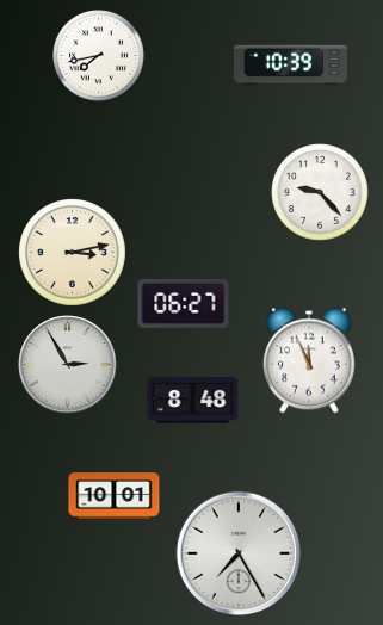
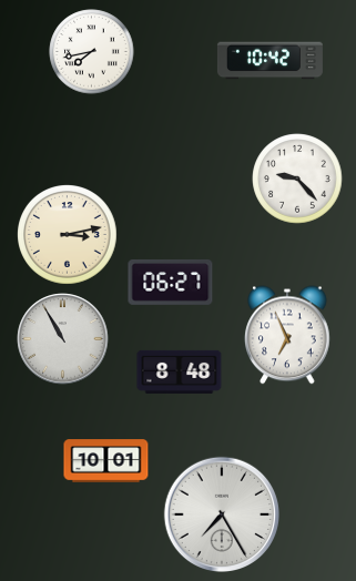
clock at (290, 66): 10:39 -> 10:42
clock at (310, 360): 11:56 -> 6:56
clock at (68, 365): 2:55 -> 10:55
